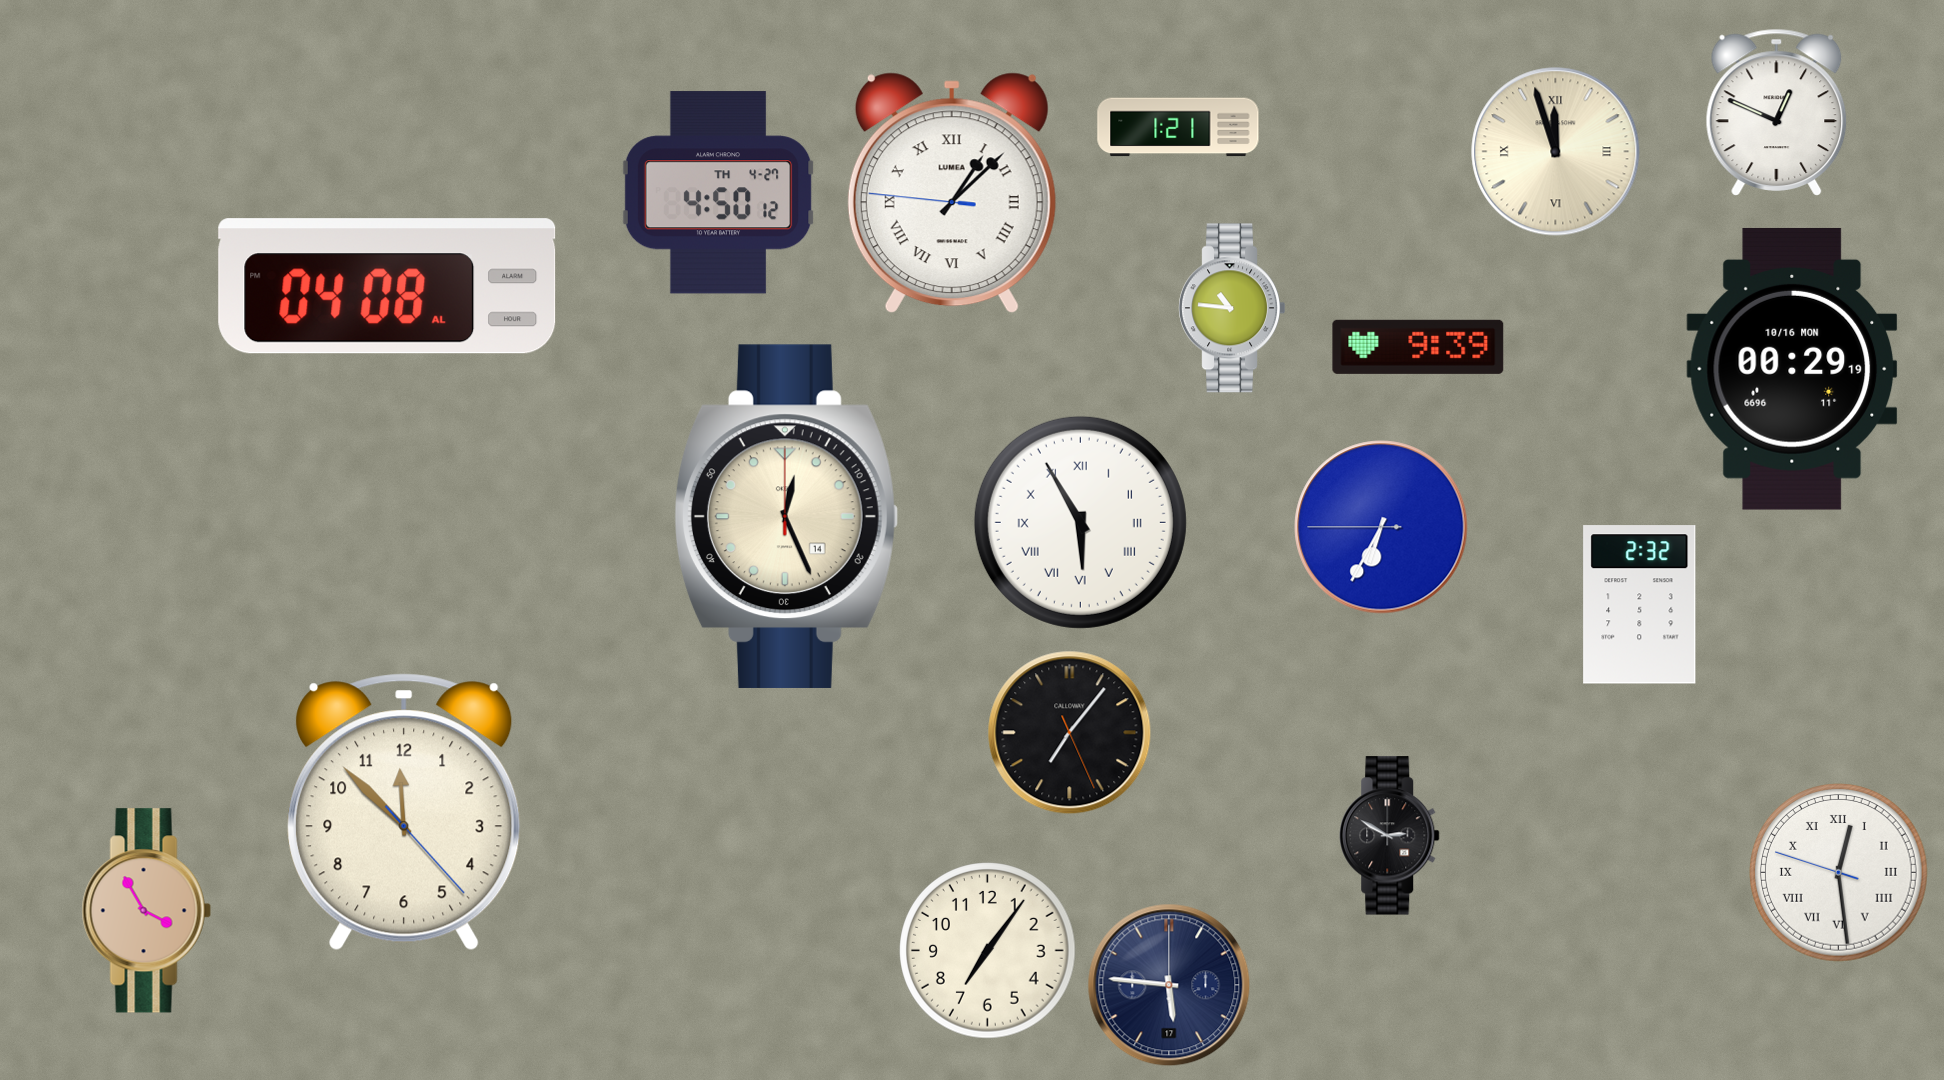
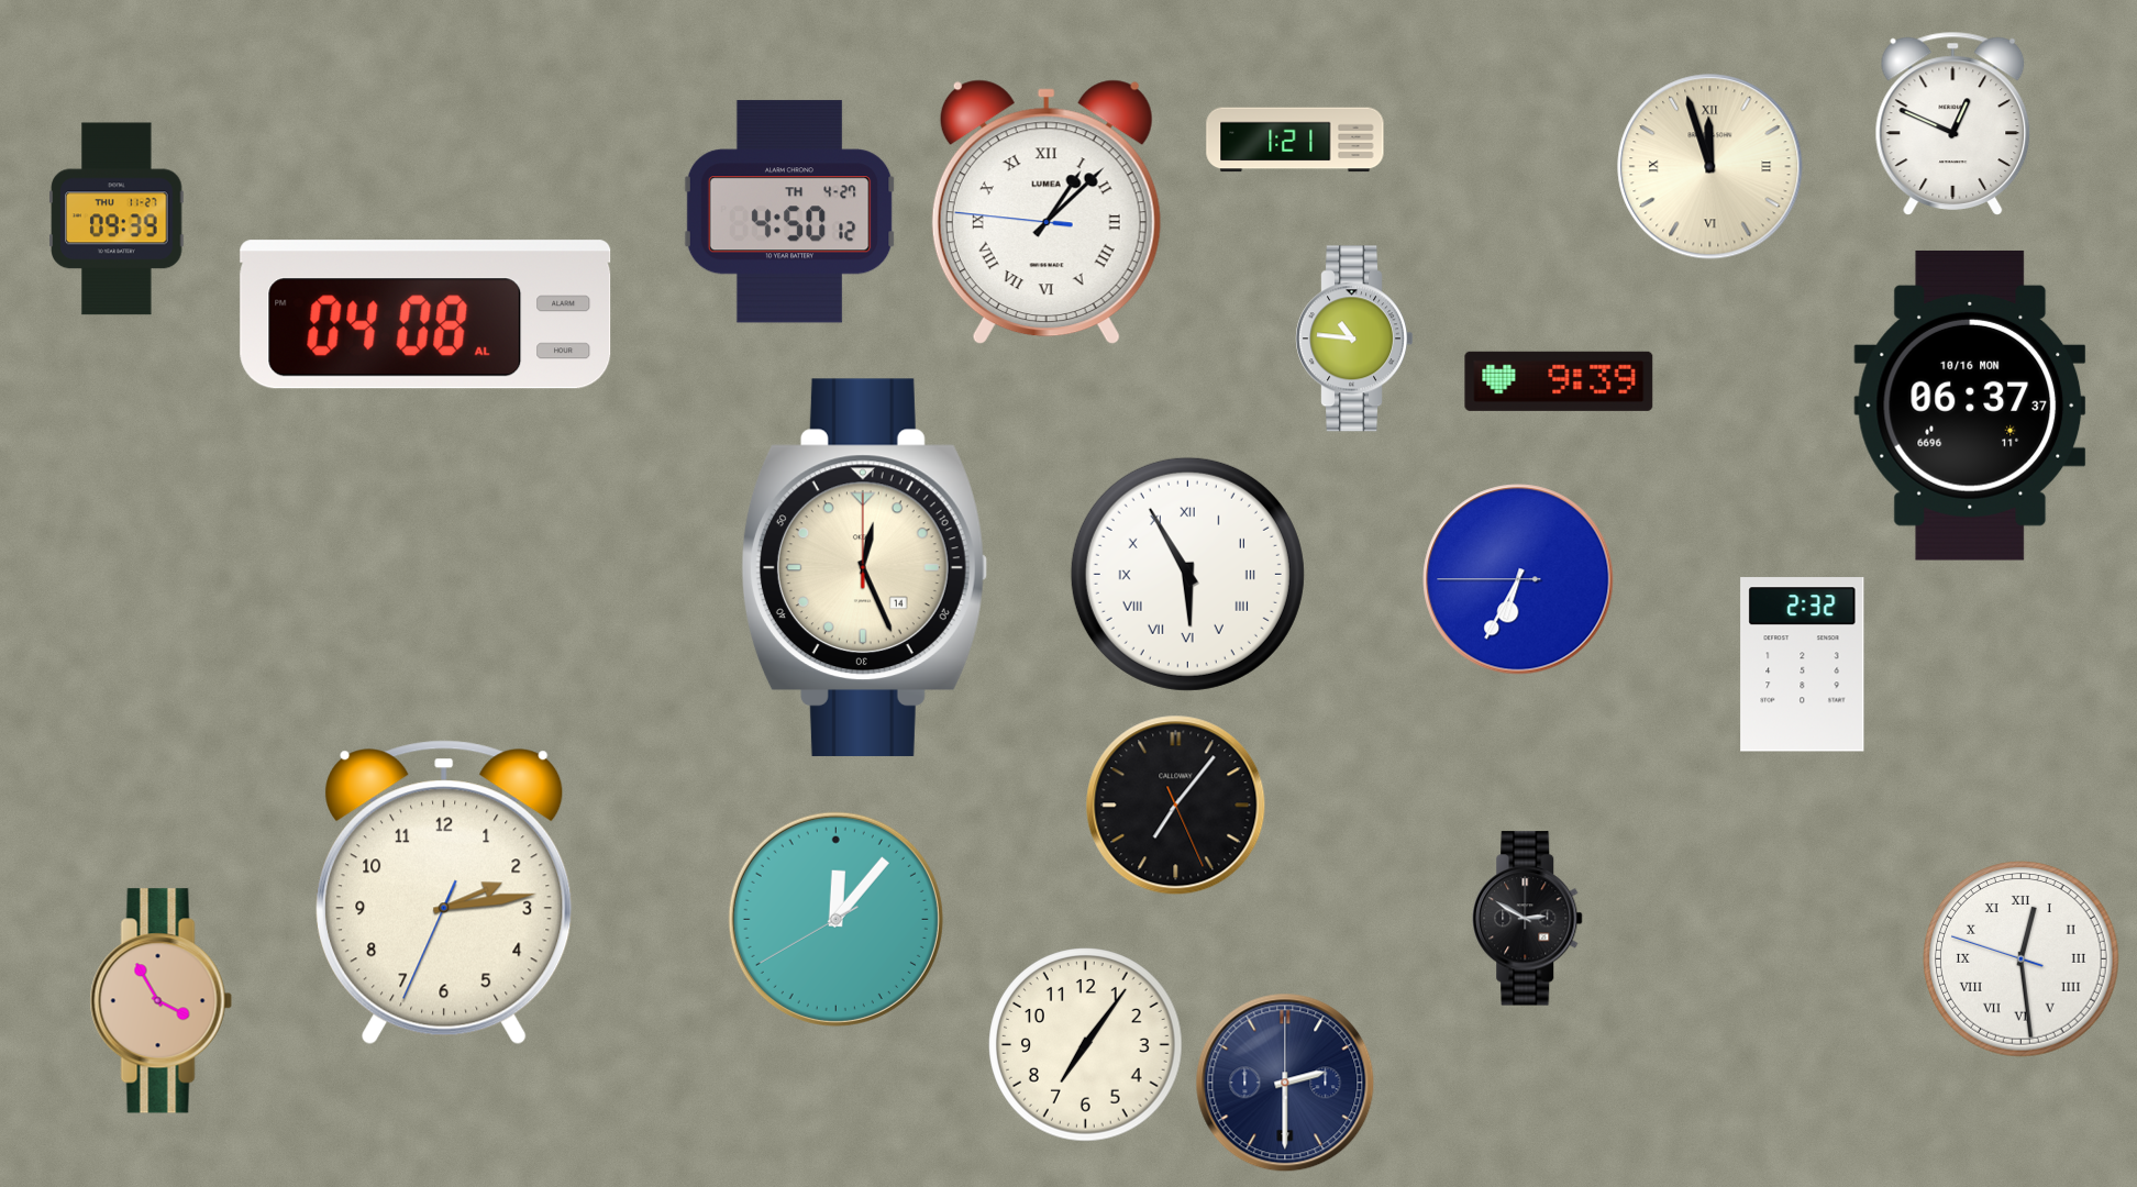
clock at (117, 219): none -> 09:39
clock at (1792, 369): 00:29 -> 06:37
clock at (404, 812): 11:52 -> 2:13
clock at (835, 919): none -> 12:06
clock at (1169, 985): 5:46 -> 2:30
